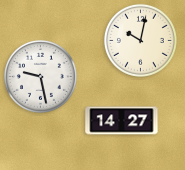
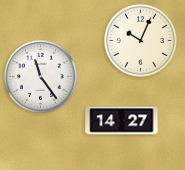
clock at (140, 40): 10:02 -> 10:04
clock at (40, 76): 9:28 -> 11:24
